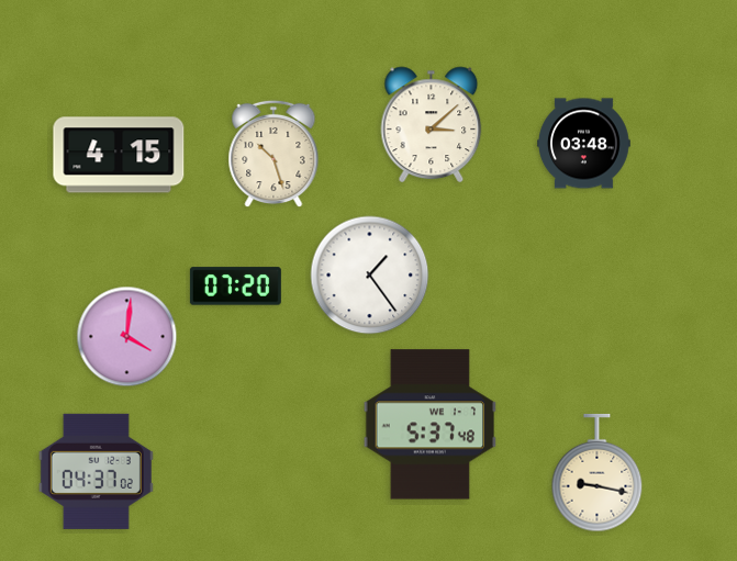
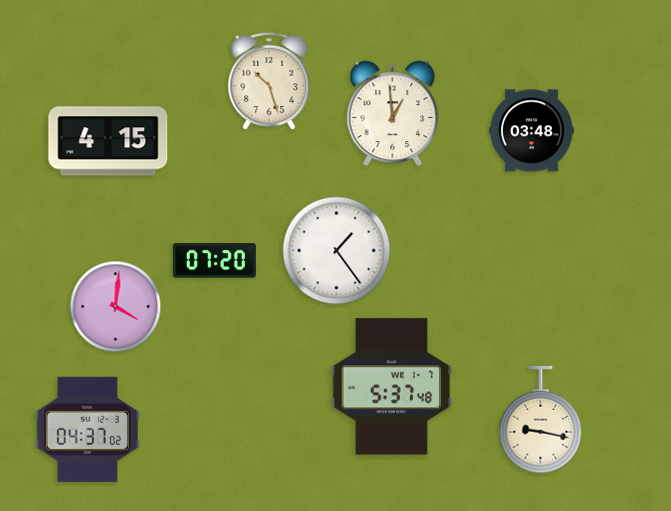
clock at (432, 125): 3:08 -> 12:59
clock at (273, 154) position: (273, 154) -> (269, 81)
clock at (598, 473) position: (598, 473) -> (541, 420)
